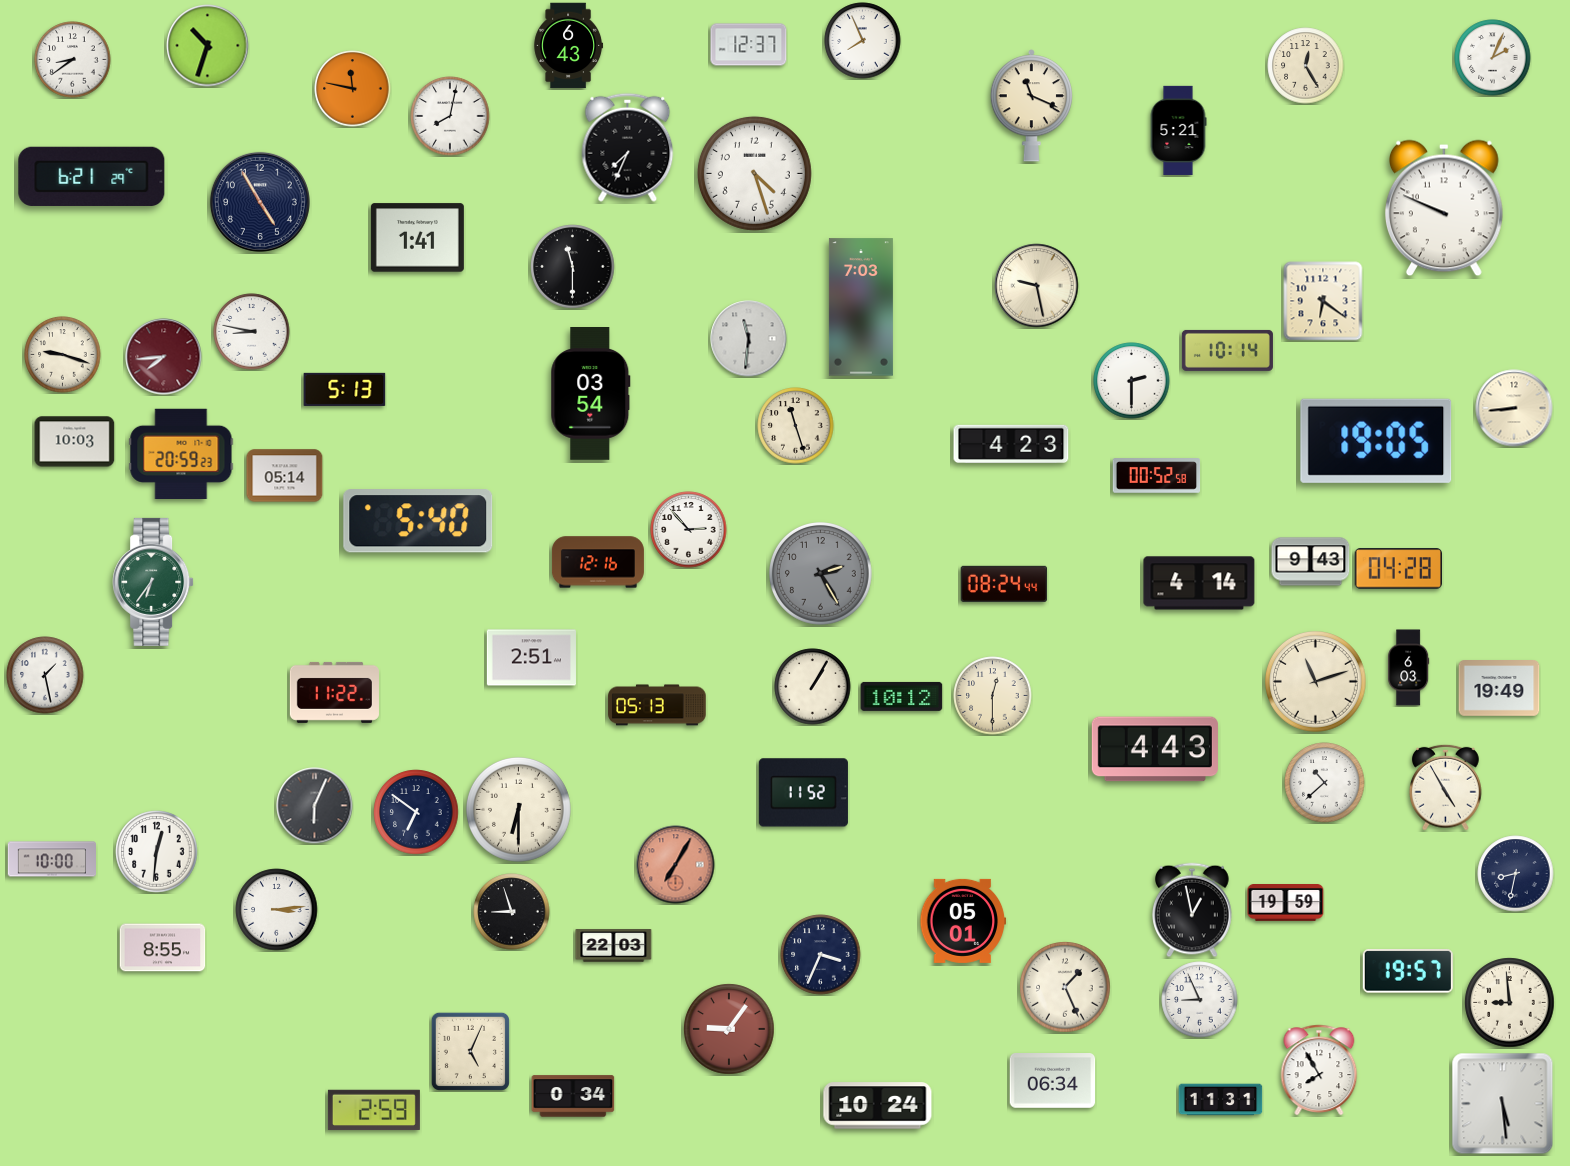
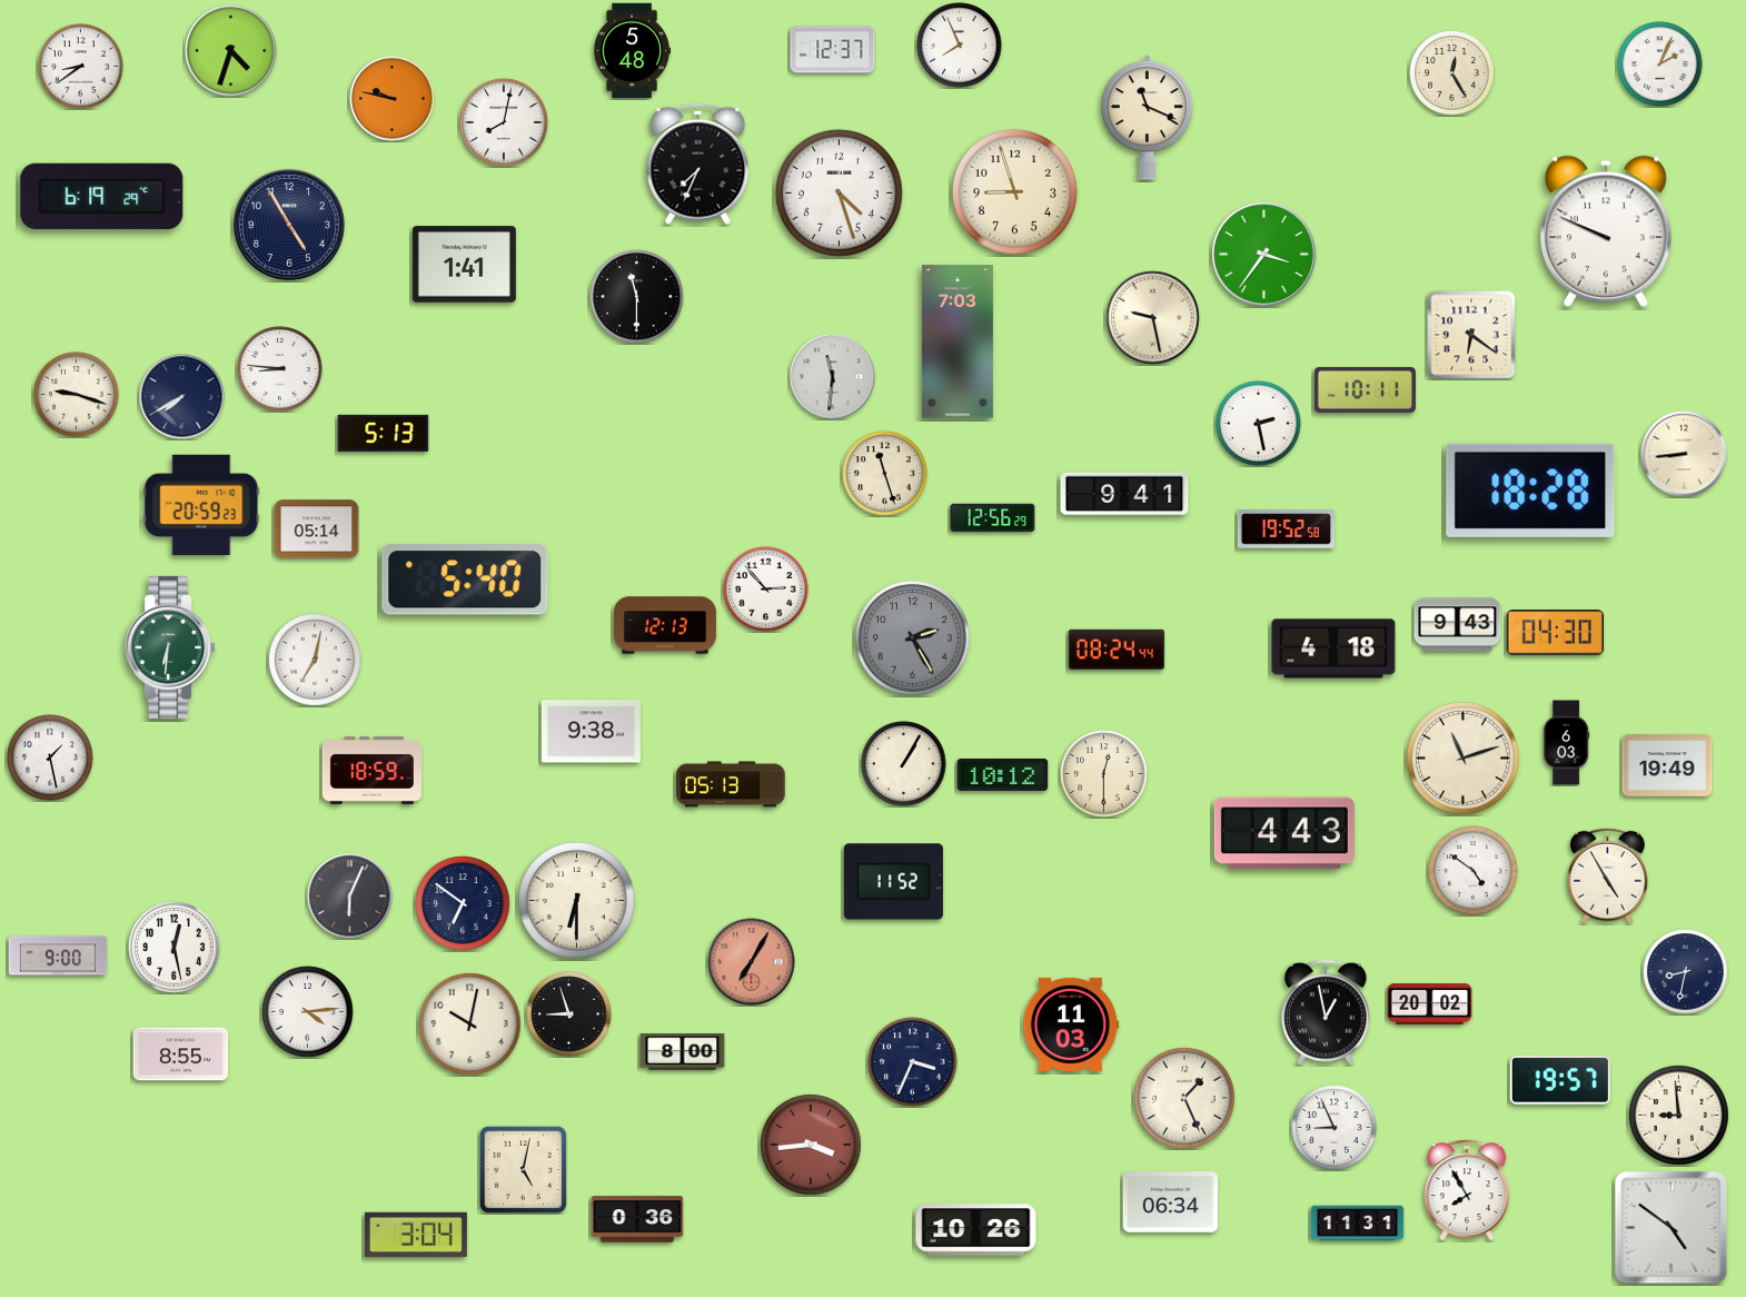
clock at (208, 46): 10:33 -> 4:33
clock at (569, 46): 6:43 -> 5:48
clock at (353, 89): 11:47 -> 9:47
clock at (450, 116) position: (450, 116) -> (504, 122)
clock at (1178, 130): 5:21 -> none
clock at (1014, 191): none -> 8:57
clock at (92, 176): 6:21 -> 6:19
clock at (1264, 255): none -> 3:36
clock at (252, 332): 8:47 -> 8:46
clock at (1227, 350): 10:14 -> 10:11
clock at (63, 355) position: (63, 355) -> (77, 395)
clock at (164, 357): 7:44 -> 7:40
clock at (164, 357) dial: burgundy -> navy
clock at (1132, 381): 2:30 -> 2:28
clock at (591, 394): 03:54 -> none
clock at (1376, 441): 19:05 -> 18:28
clock at (75, 442): 10:03 -> none
clock at (1011, 443): 4:23 -> 9:41
clock at (993, 518): none -> 12:56
clock at (1157, 476): 00:52 -> 19:52
clock at (598, 562): 12:16 -> 12:13
clock at (1398, 569): 04:28 -> 04:30
clock at (153, 582): 6:36 -> 6:31
clock at (1199, 583): 4:14 -> 4:18
clock at (315, 660): none -> 7:02
clock at (531, 658): 2:51 -> 9:38
clock at (45, 675) position: (45, 675) -> (50, 758)
clock at (334, 692): 11:22 -> 18:59
clock at (1325, 783): 10:38 -> 4:51
clock at (157, 852): 12:31 -> 12:28
clock at (51, 859): 10:00 -> 9:00
clock at (1286, 903): 19:59 -> 20:02
clock at (277, 910): 3:14 -> 4:14
clock at (470, 1024): none -> 10:02
clock at (963, 921): 05:01 -> 11:03
clock at (614, 946): 22:03 -> 8:00
clock at (1408, 972) position: (1408, 972) -> (1560, 1081)
clock at (1200, 1000) position: (1200, 1000) -> (1335, 1128)
clock at (729, 1029): 9:06 -> 3:44
clock at (470, 1051): 5:04 -> 5:02
clock at (573, 1096): 0:34 -> 0:36
clock at (1503, 1104): 5:29 -> 4:51
clock at (878, 1106): 10:24 -> 10:26
clock at (374, 1110): 2:59 -> 3:04
